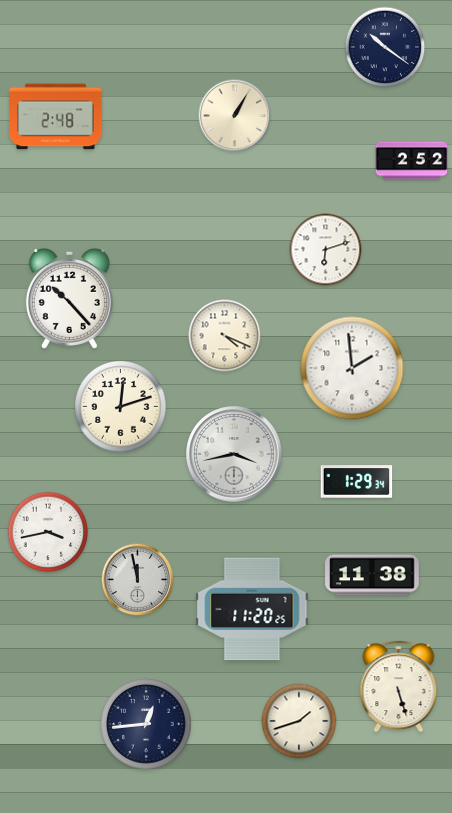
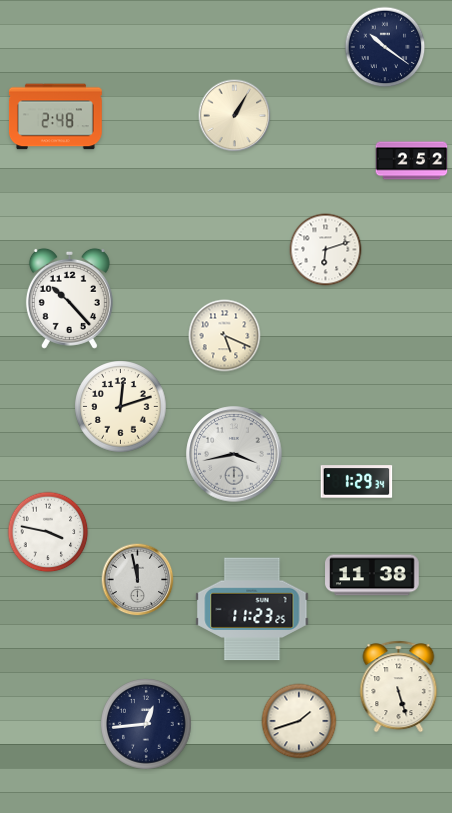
clock at (225, 336): 4:19 -> 5:19
clock at (352, 368): 1:59 -> none
clock at (48, 532): 3:43 -> 3:47
clock at (252, 609): 11:20 -> 11:23
